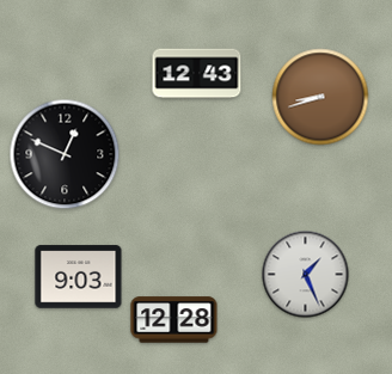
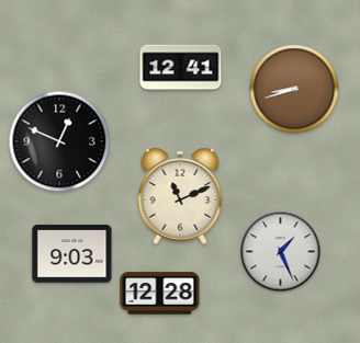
clock at (197, 74): 12:43 -> 12:41
clock at (180, 196): none -> 11:11
